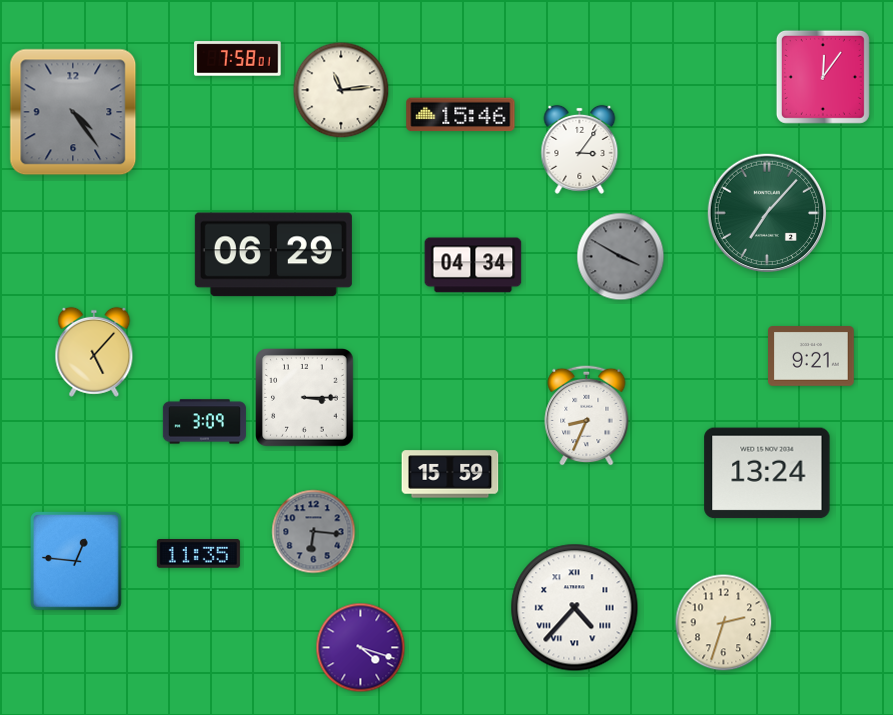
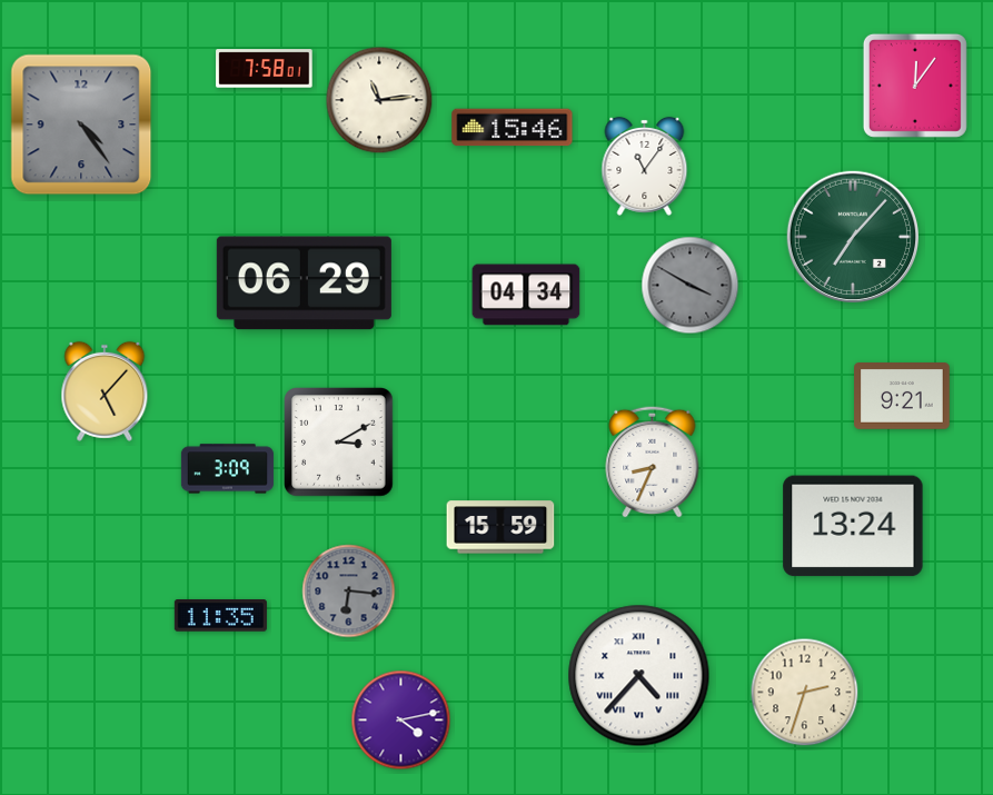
clock at (238, 59) position: (238, 59) -> (265, 69)
clock at (580, 149): 3:06 -> 11:06
clock at (305, 398): 3:15 -> 3:10
clock at (77, 562): 12:46 -> none
clock at (361, 648): 4:18 -> 4:13
